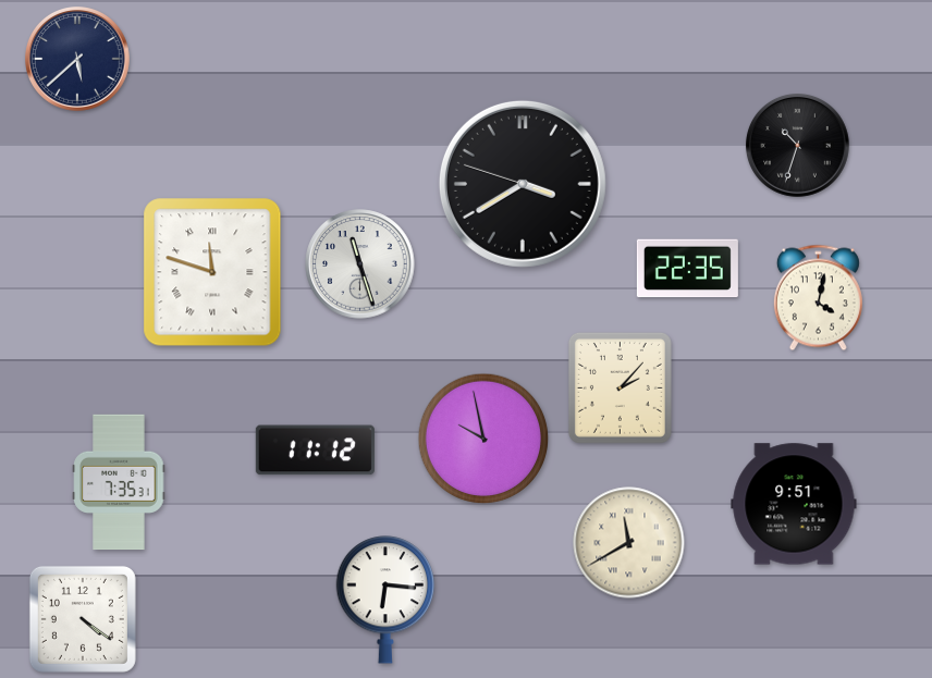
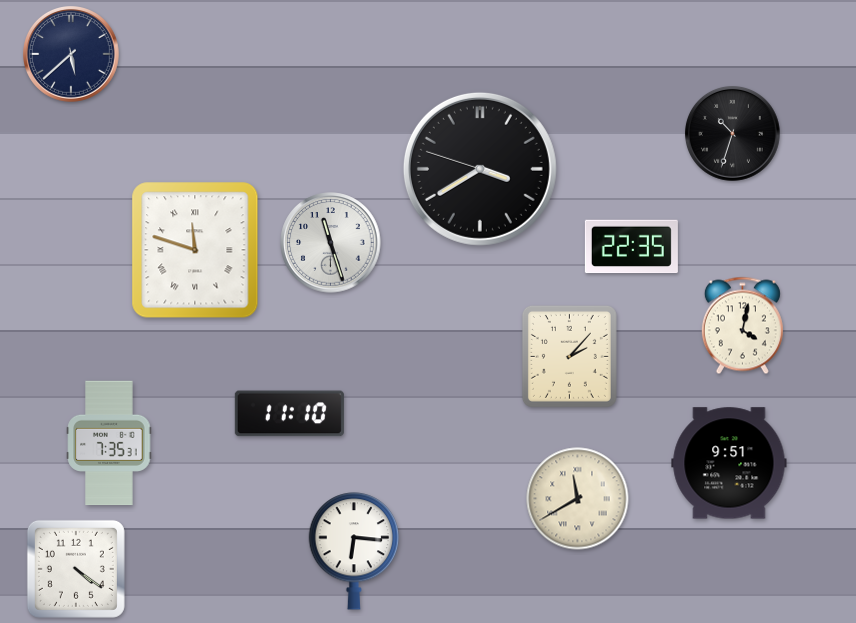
clock at (818, 298) position: (818, 298) -> (742, 326)
clock at (483, 439): 9:58 -> none
clock at (315, 451): 11:12 -> 11:10
